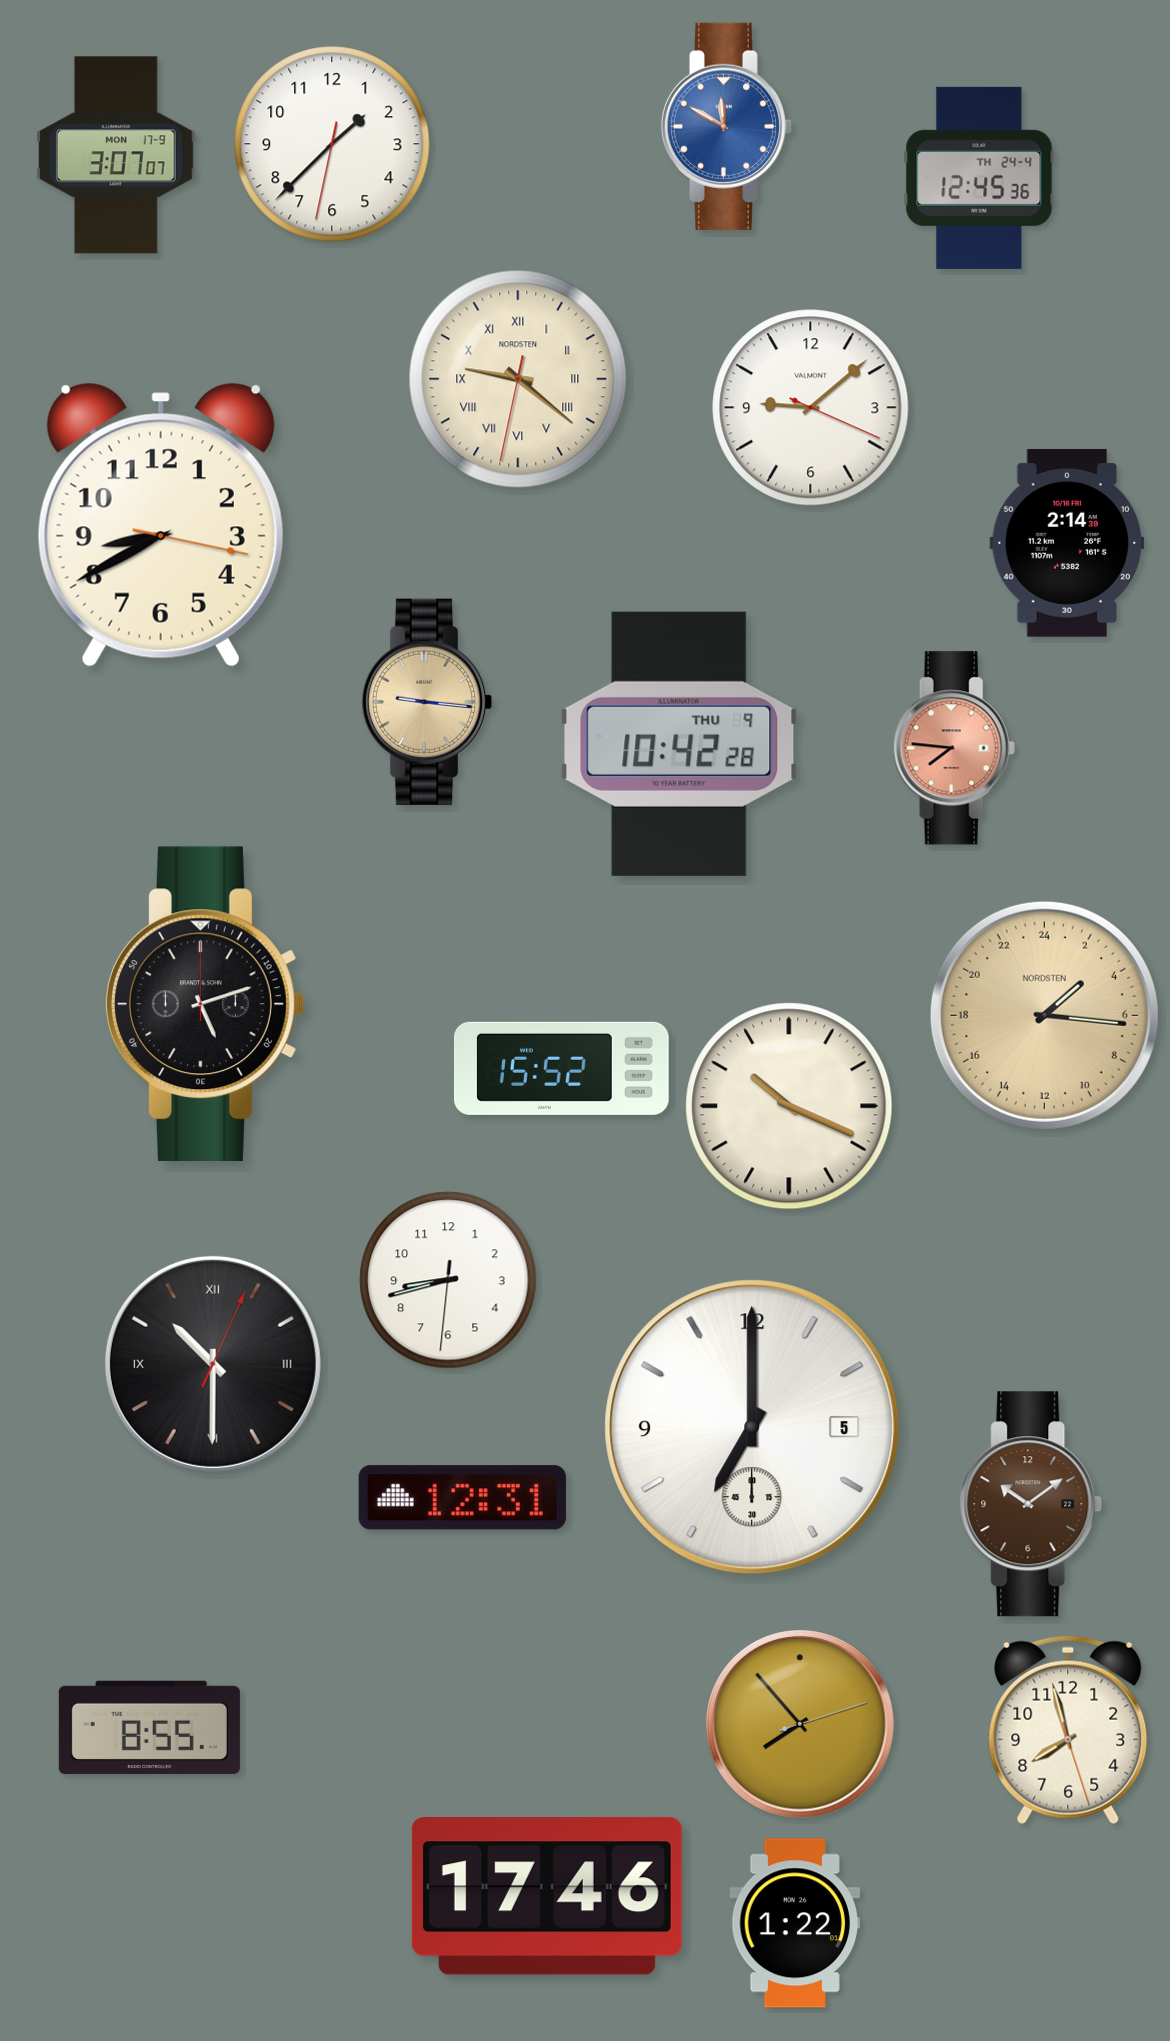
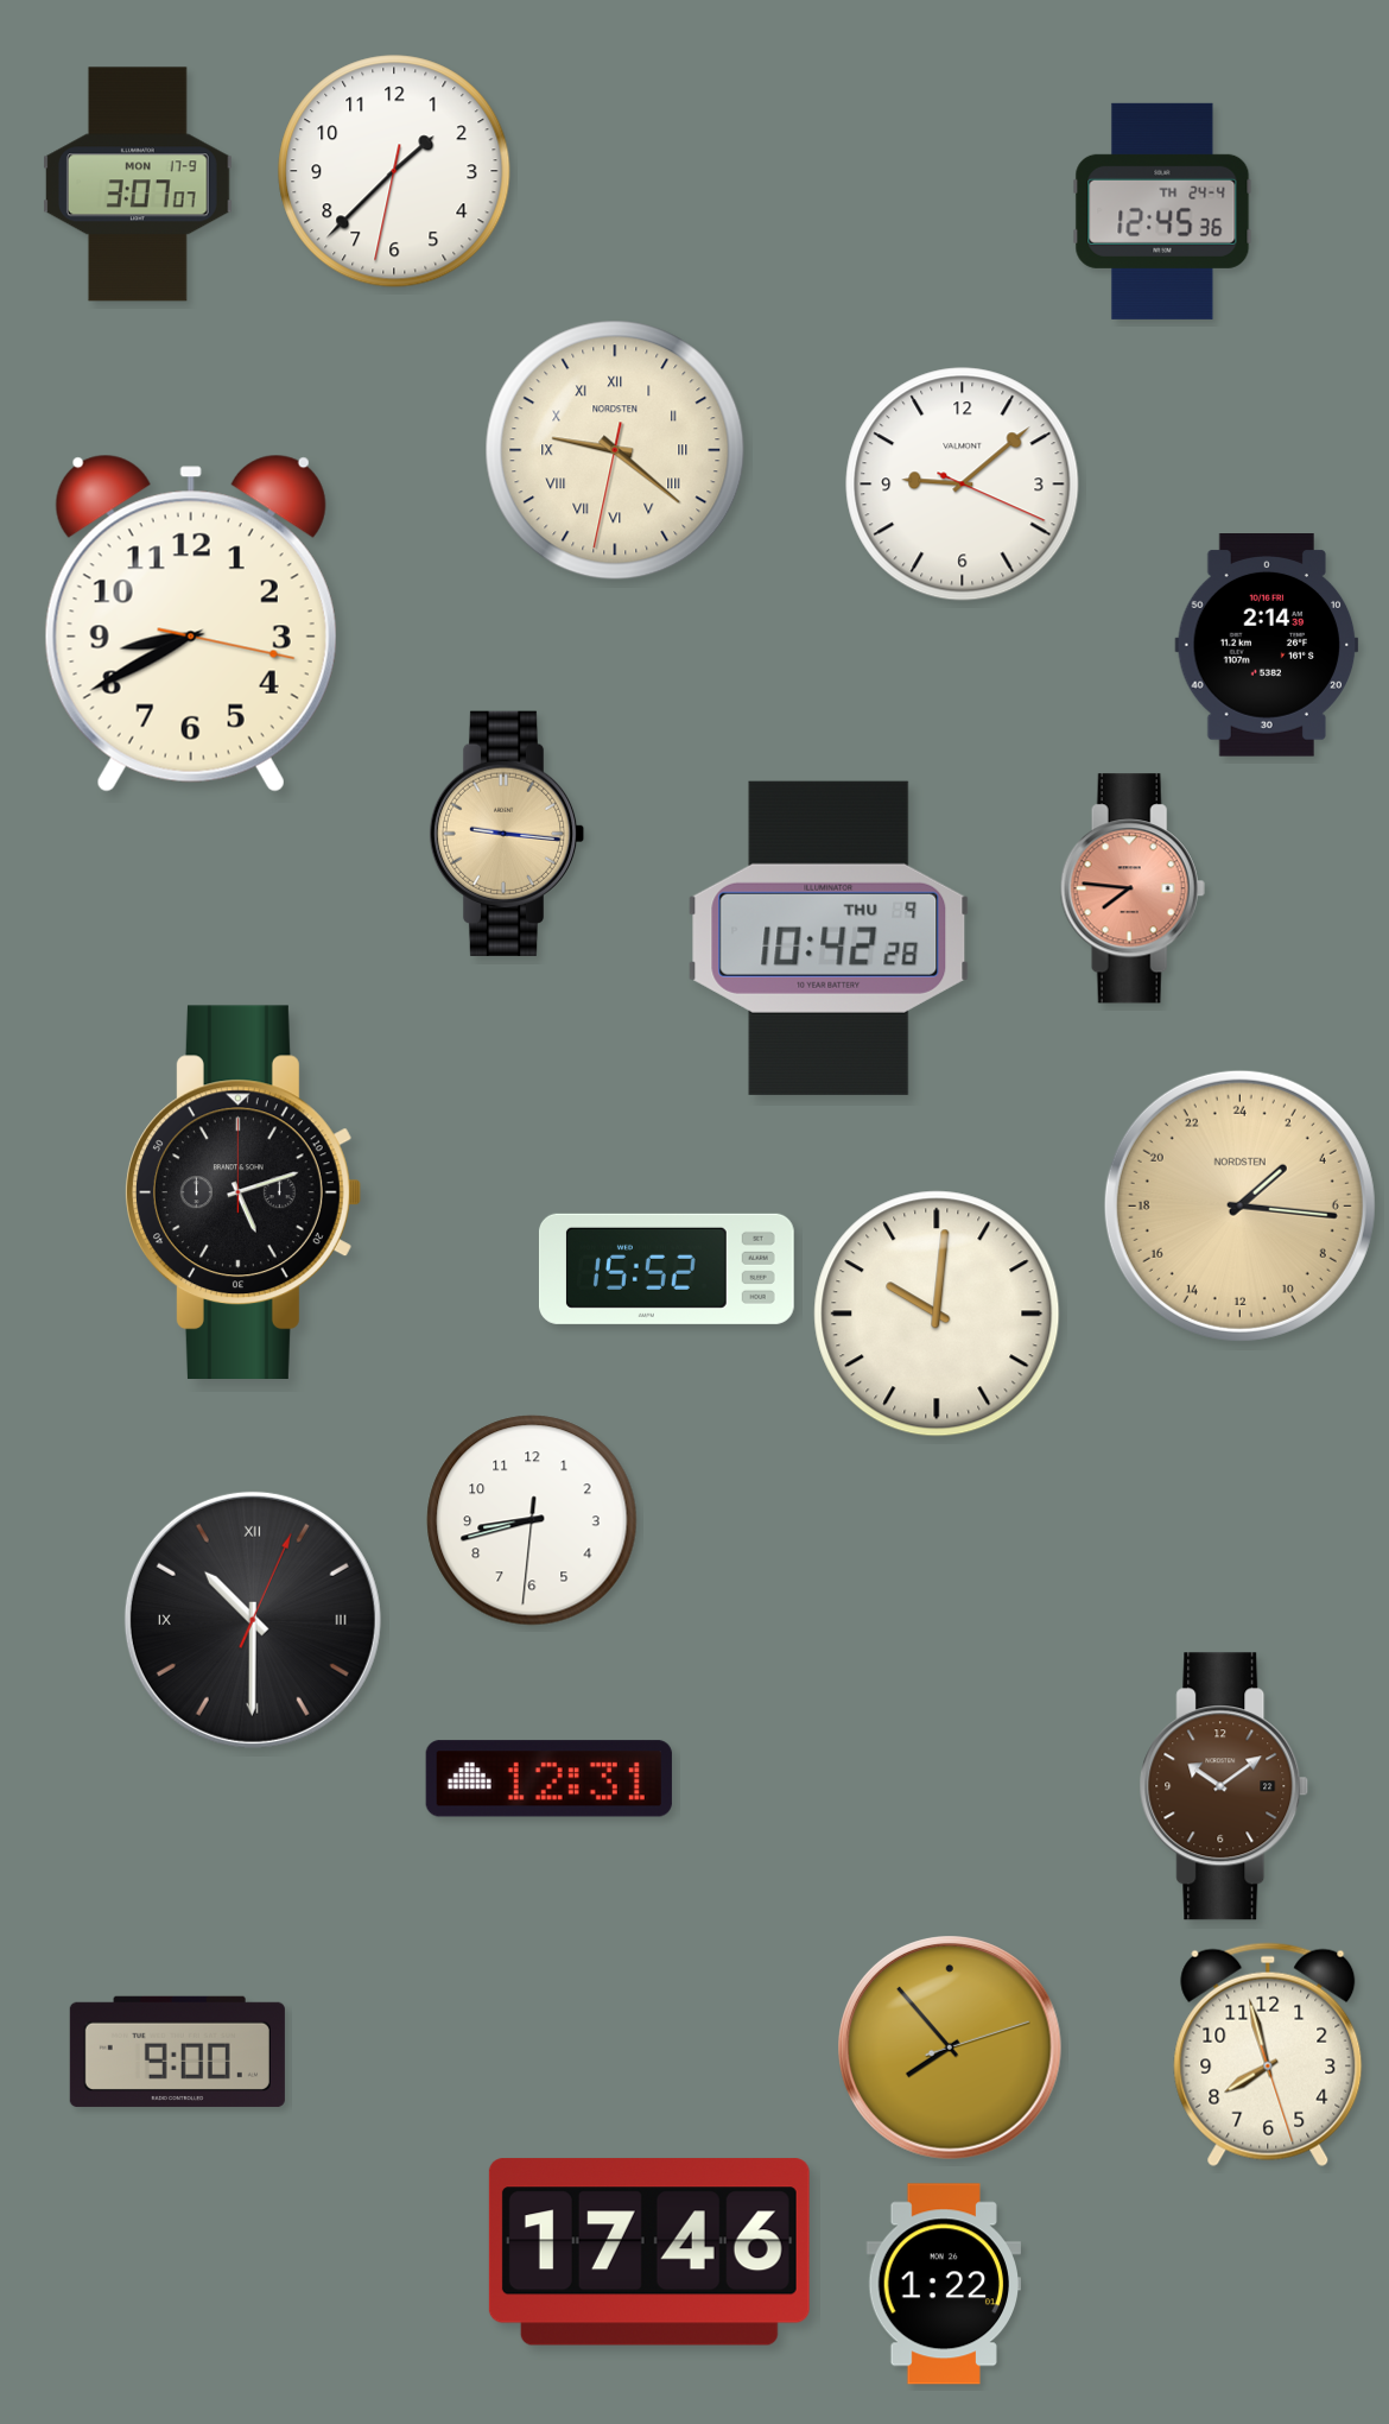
clock at (727, 126): 11:50 -> none
clock at (679, 744) position: (679, 744) -> (829, 938)
clock at (789, 1106): 10:19 -> 10:01
clock at (752, 1427): 7:00 -> none
clock at (149, 1727): 8:55 -> 9:00
